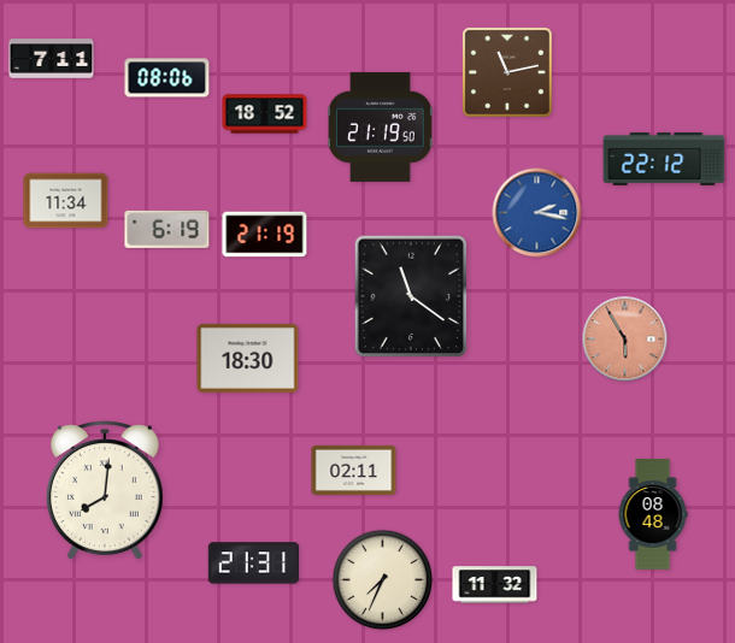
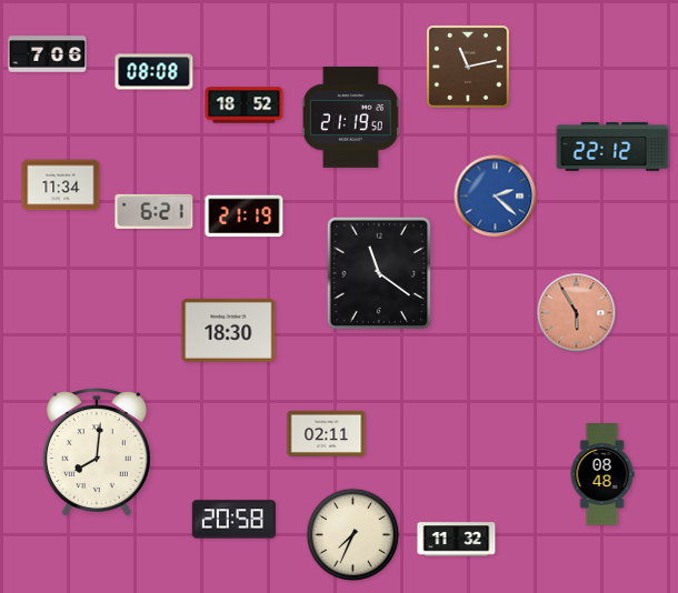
clock at (52, 59): 7:11 -> 7:06
clock at (167, 78): 08:06 -> 08:08
clock at (537, 213): 2:17 -> 2:22
clock at (167, 229): 6:19 -> 6:21
clock at (253, 564): 21:31 -> 20:58
